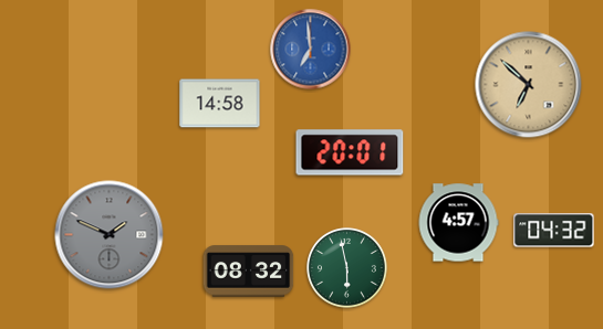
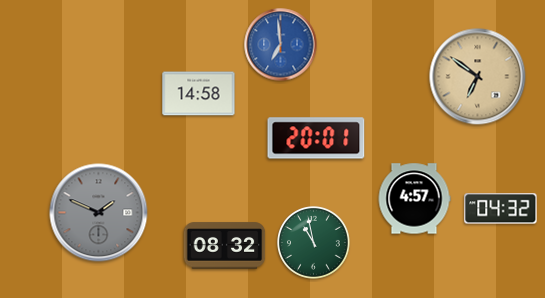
clock at (529, 85): 6:52 -> 6:51
clock at (458, 223) position: (458, 223) -> (414, 199)
clock at (347, 268): 5:58 -> 10:58
